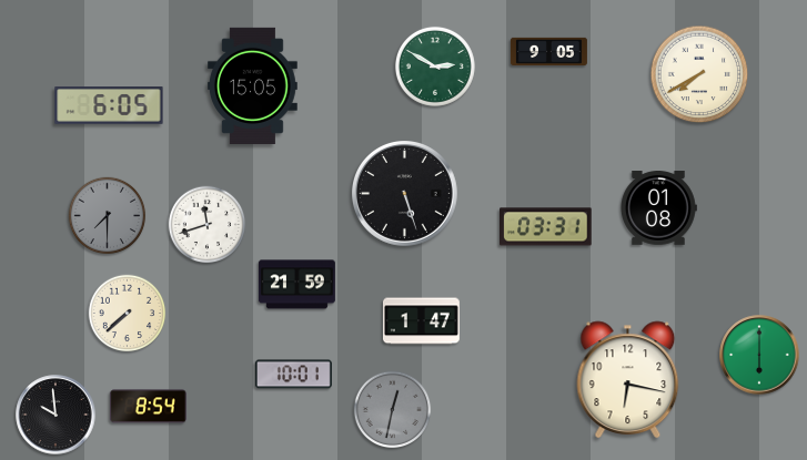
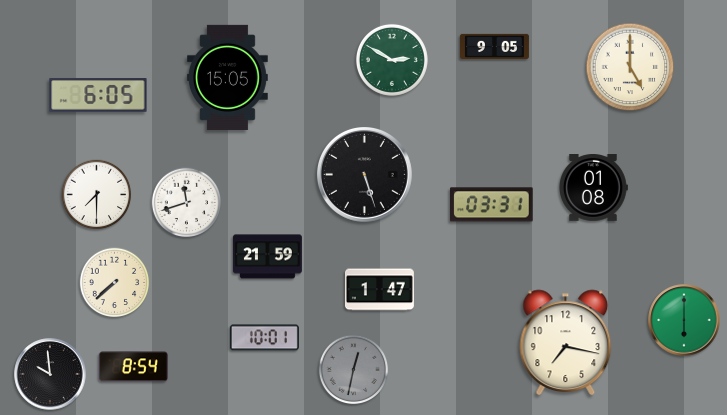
clock at (699, 74): 7:40 -> 5:00
clock at (108, 216) dial: grey -> white
clock at (628, 380): 6:17 -> 7:17
